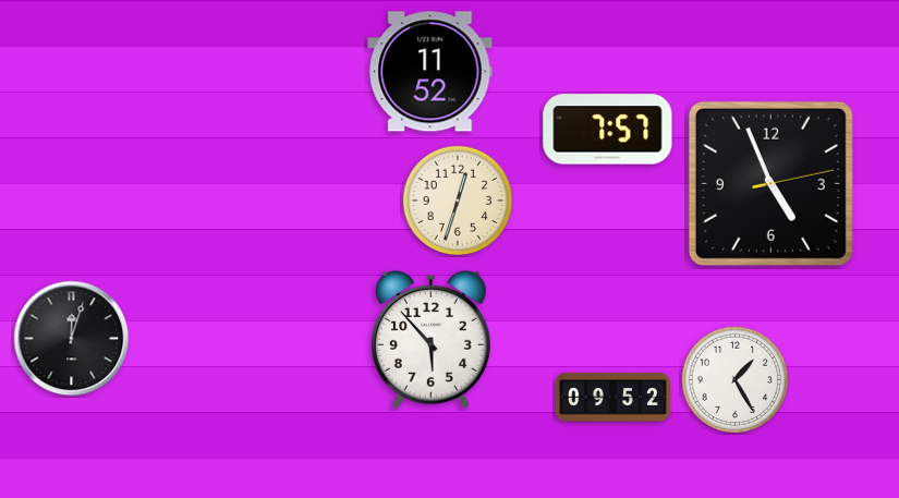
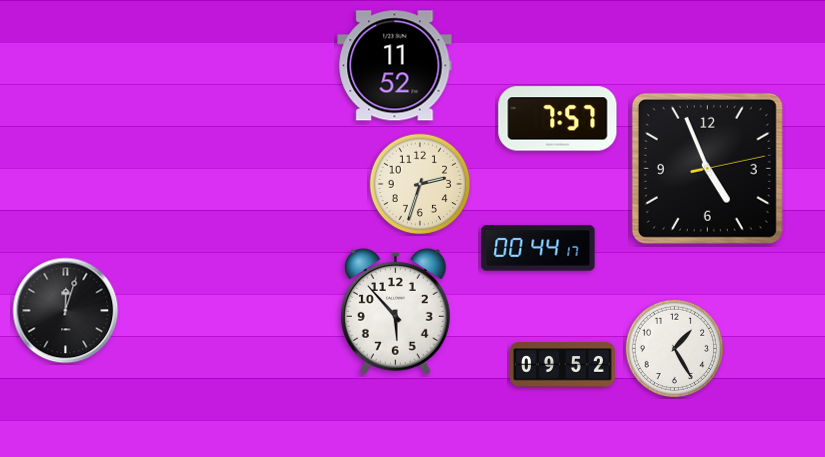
clock at (458, 201): 12:33 -> 2:33
clock at (538, 248): none -> 00:44
